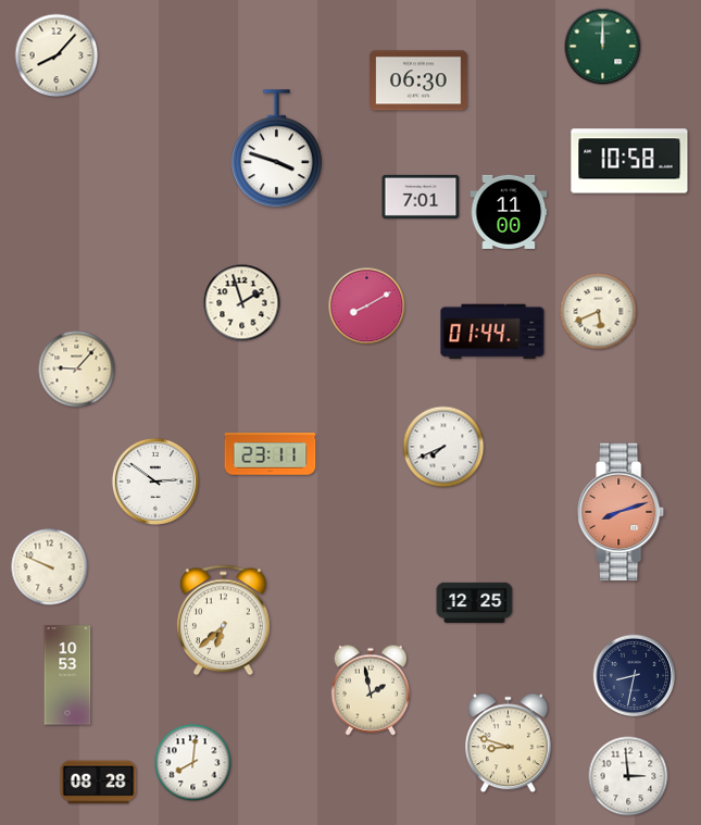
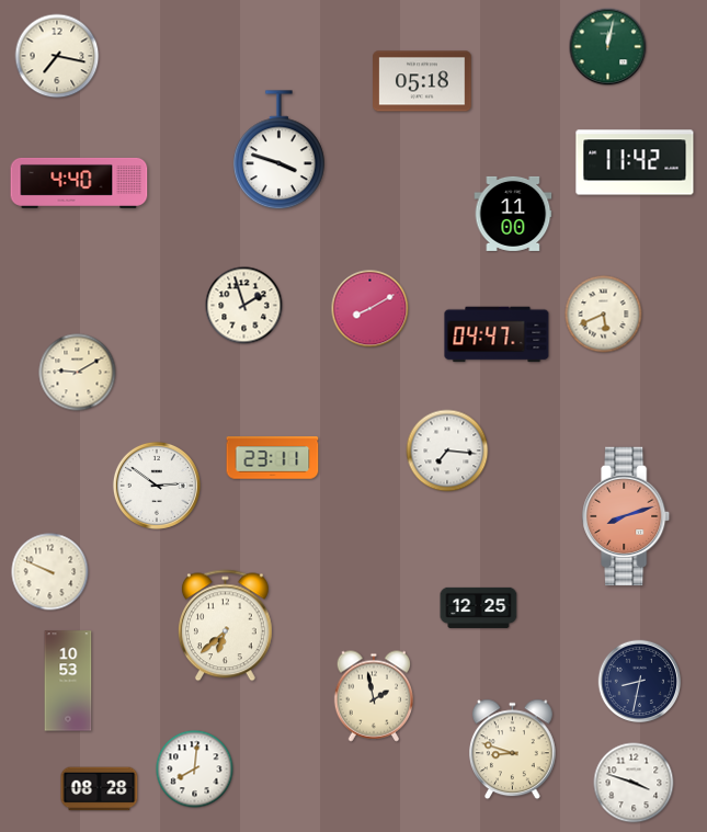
clock at (603, 47): 12:00 -> 12:02
clock at (57, 55): 8:07 -> 7:17
clock at (418, 80): 06:30 -> 05:18
clock at (629, 161): 10:58 -> 11:42
clock at (79, 183): none -> 4:40
clock at (421, 197): 7:01 -> none
clock at (492, 332): 01:44 -> 04:47
clock at (77, 370): 9:07 -> 9:10
clock at (443, 447): 7:41 -> 7:16
clock at (628, 776): 2:59 -> 3:48
